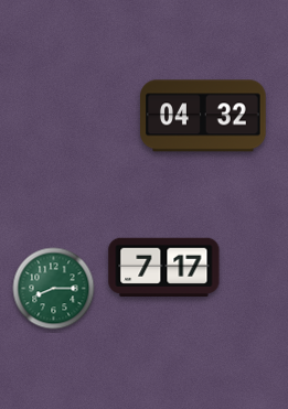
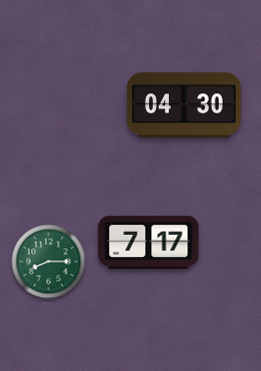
clock at (203, 116): 04:32 -> 04:30
